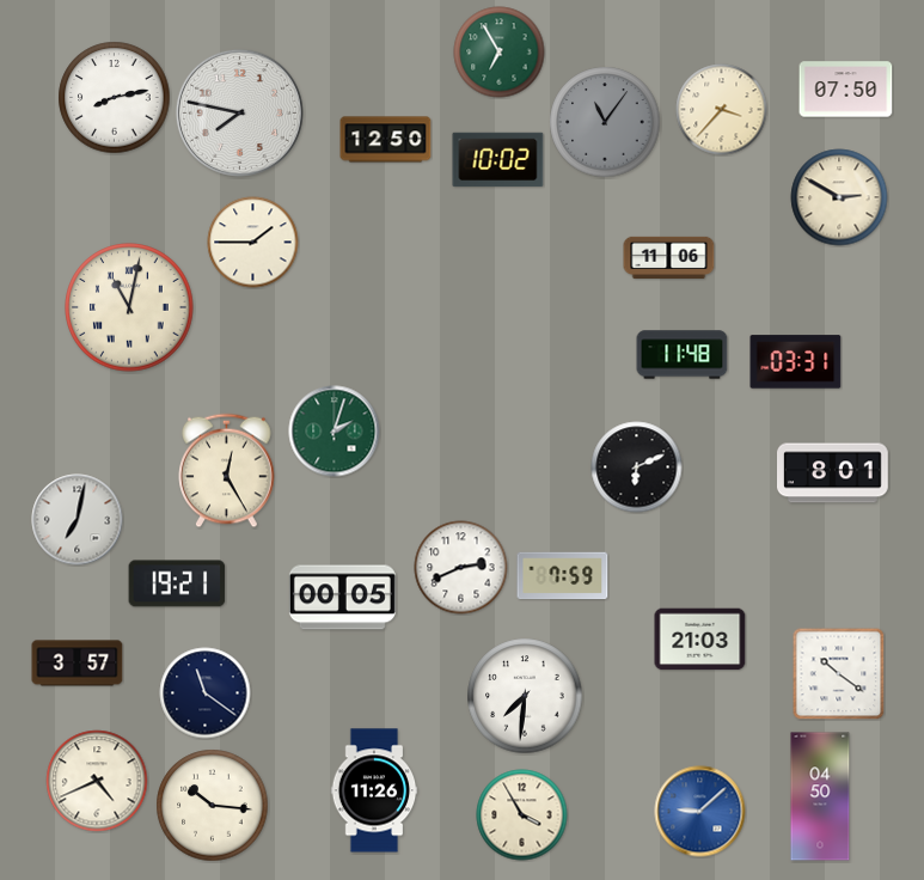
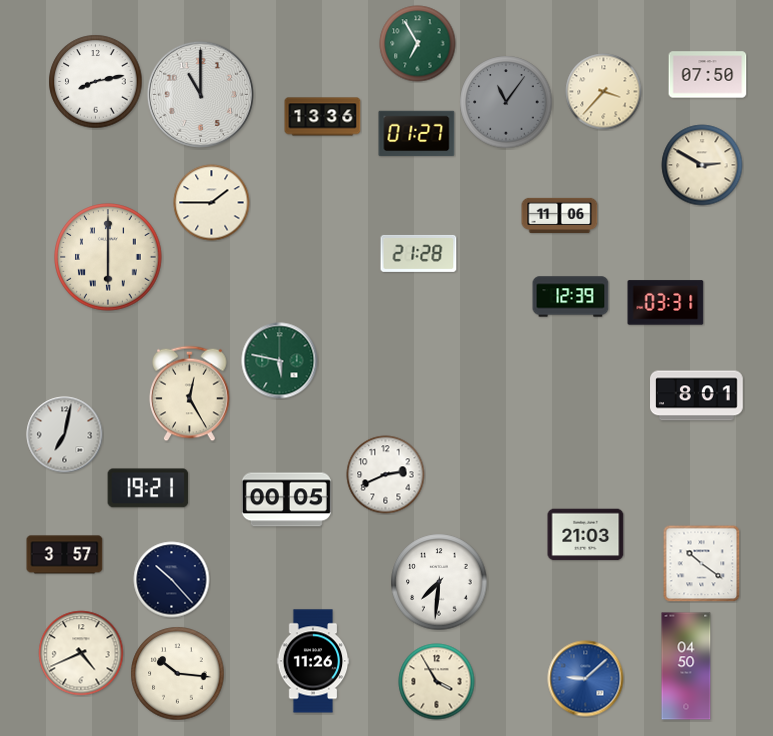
clock at (239, 112): 7:47 -> 11:00
clock at (386, 140): 12:50 -> 13:36
clock at (498, 160): 10:02 -> 01:27
clock at (419, 253): none -> 21:28
clock at (129, 307): 11:02 -> 6:00
clock at (683, 355): 11:48 -> 12:39
clock at (335, 432): 2:03 -> 5:47
clock at (637, 467): 6:11 -> none
clock at (563, 576): 7:59 -> none
clock at (206, 693): 11:21 -> 10:23
